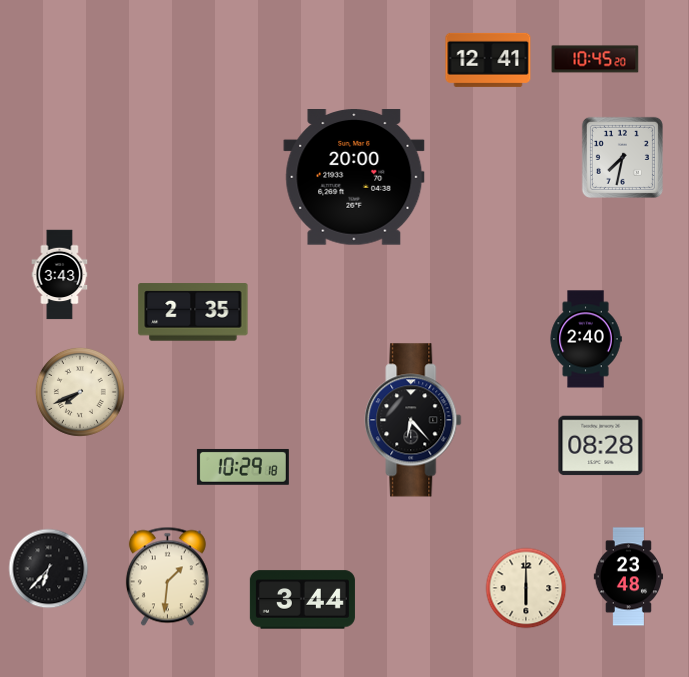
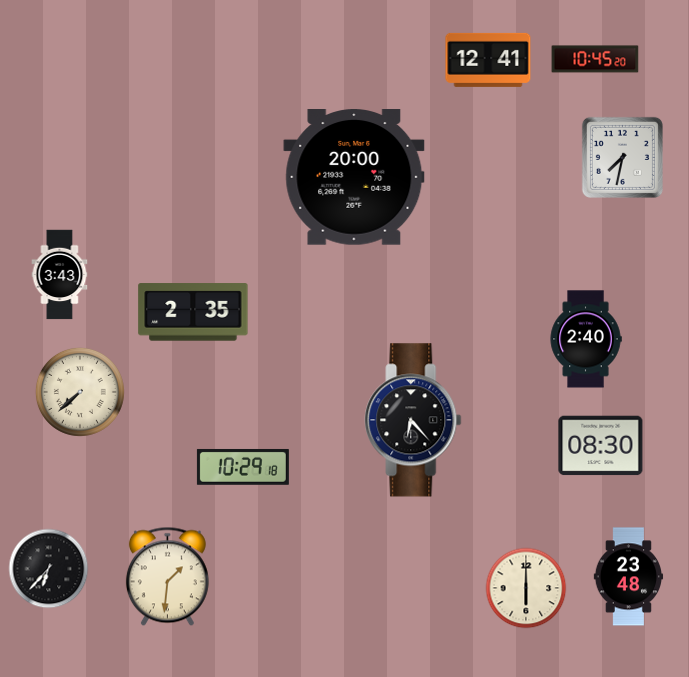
clock at (80, 392): 7:41 -> 7:38
clock at (601, 446): 08:28 -> 08:30
clock at (302, 600): 3:44 -> none
